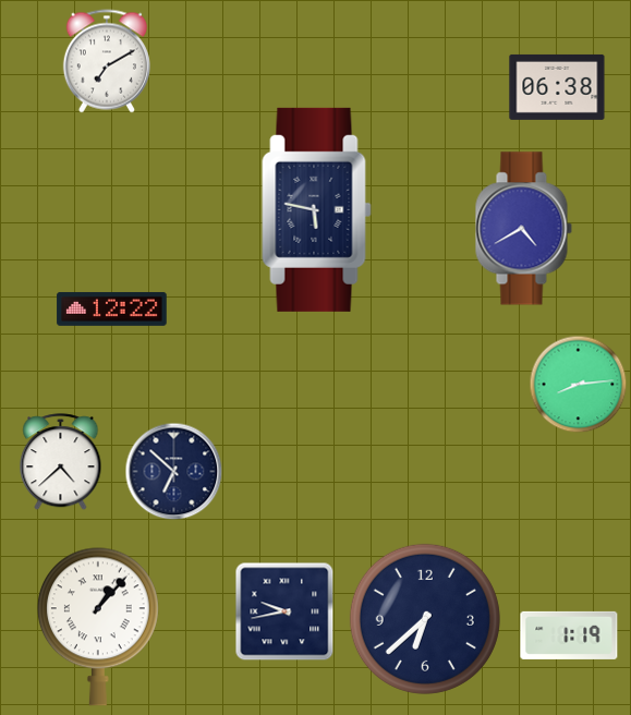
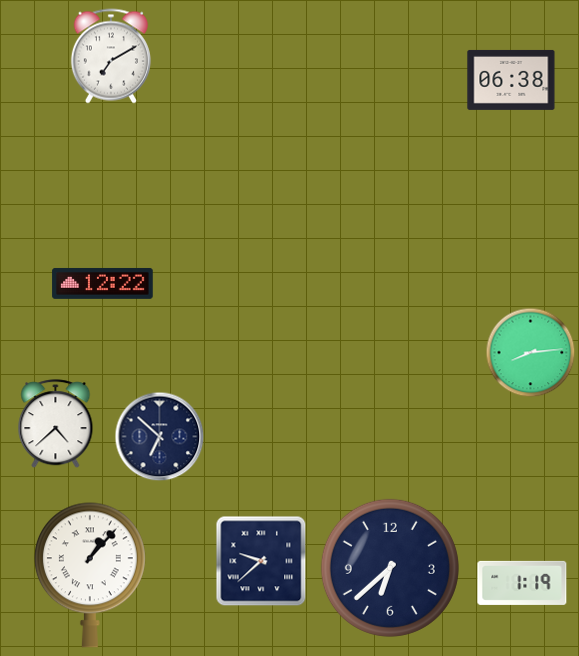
clock at (107, 61) position: (107, 61) -> (111, 56)
clock at (317, 209): 5:47 -> none
clock at (523, 229): 4:40 -> none
clock at (174, 472) position: (174, 472) -> (160, 437)
clock at (284, 611): 9:43 -> 9:38
